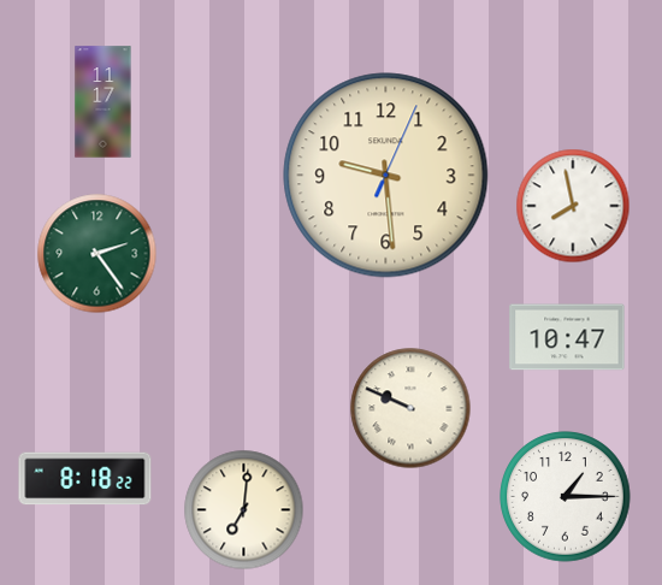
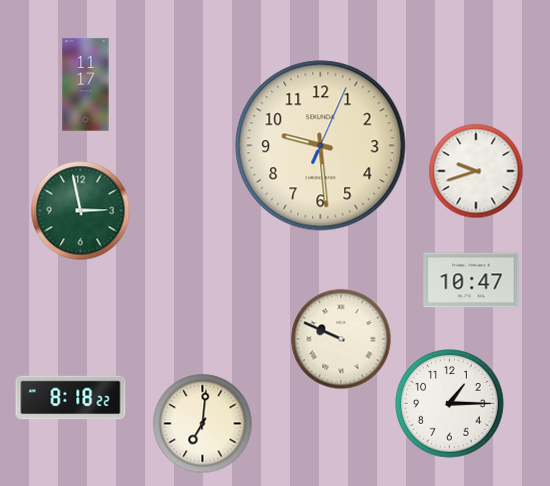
clock at (573, 206): 7:58 -> 9:42
clock at (97, 254): 2:24 -> 2:58
clock at (566, 497) position: (566, 497) -> (450, 404)
